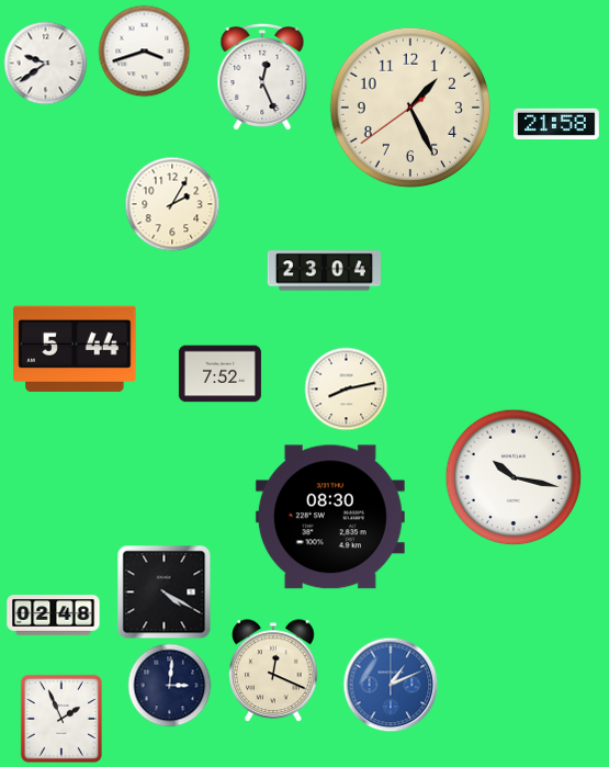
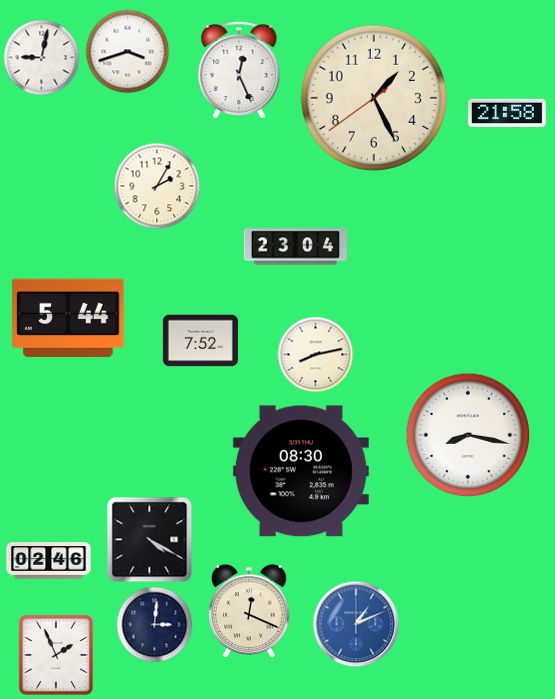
clock at (145, 52) position: (145, 52) -> (128, 52)
clock at (46, 64): 9:39 -> 9:02
clock at (514, 477): 10:17 -> 8:17
clock at (54, 616): 02:48 -> 02:46
